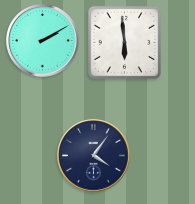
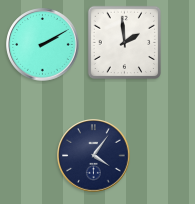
clock at (43, 41) position: (43, 41) -> (43, 45)
clock at (124, 42): 5:59 -> 1:59
